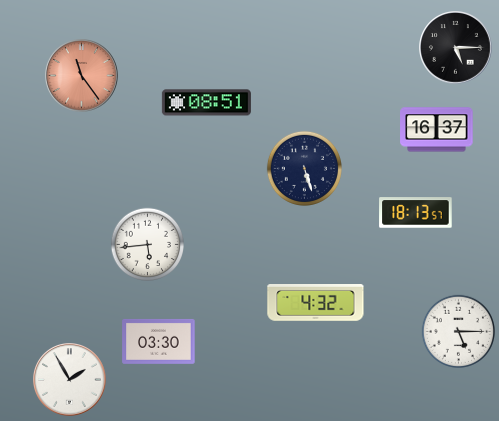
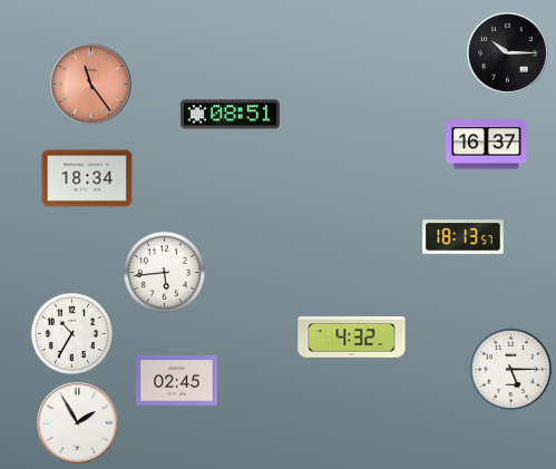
clock at (456, 48): 5:15 -> 10:15
clock at (87, 178): none -> 18:34
clock at (304, 168): 5:27 -> none
clock at (72, 334): none -> 10:35
clock at (159, 341): 03:30 -> 02:45
